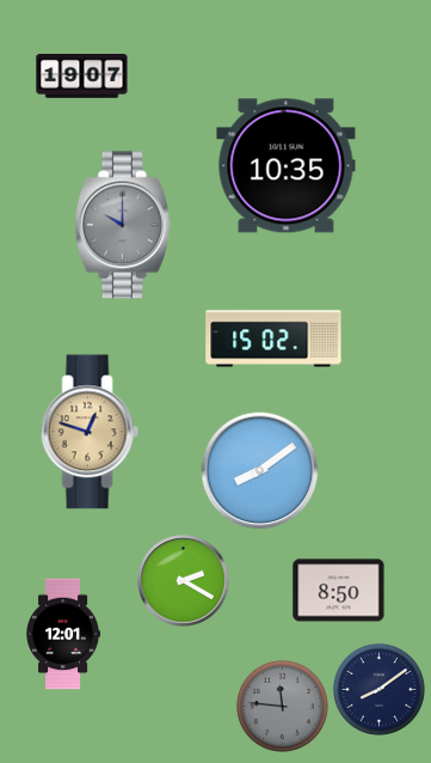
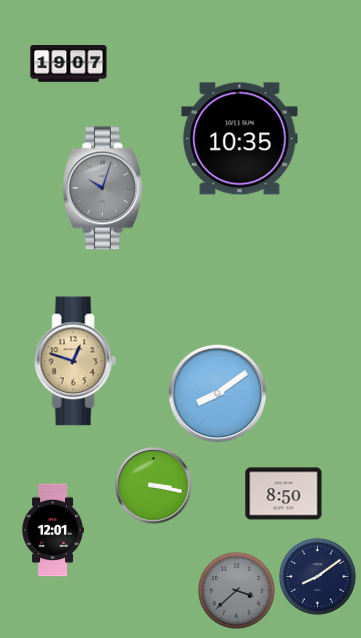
clock at (123, 225): 10:00 -> 10:03
clock at (273, 338): 15:02 -> none
clock at (184, 581): 2:20 -> 3:17
clock at (282, 706): 11:46 -> 3:38
